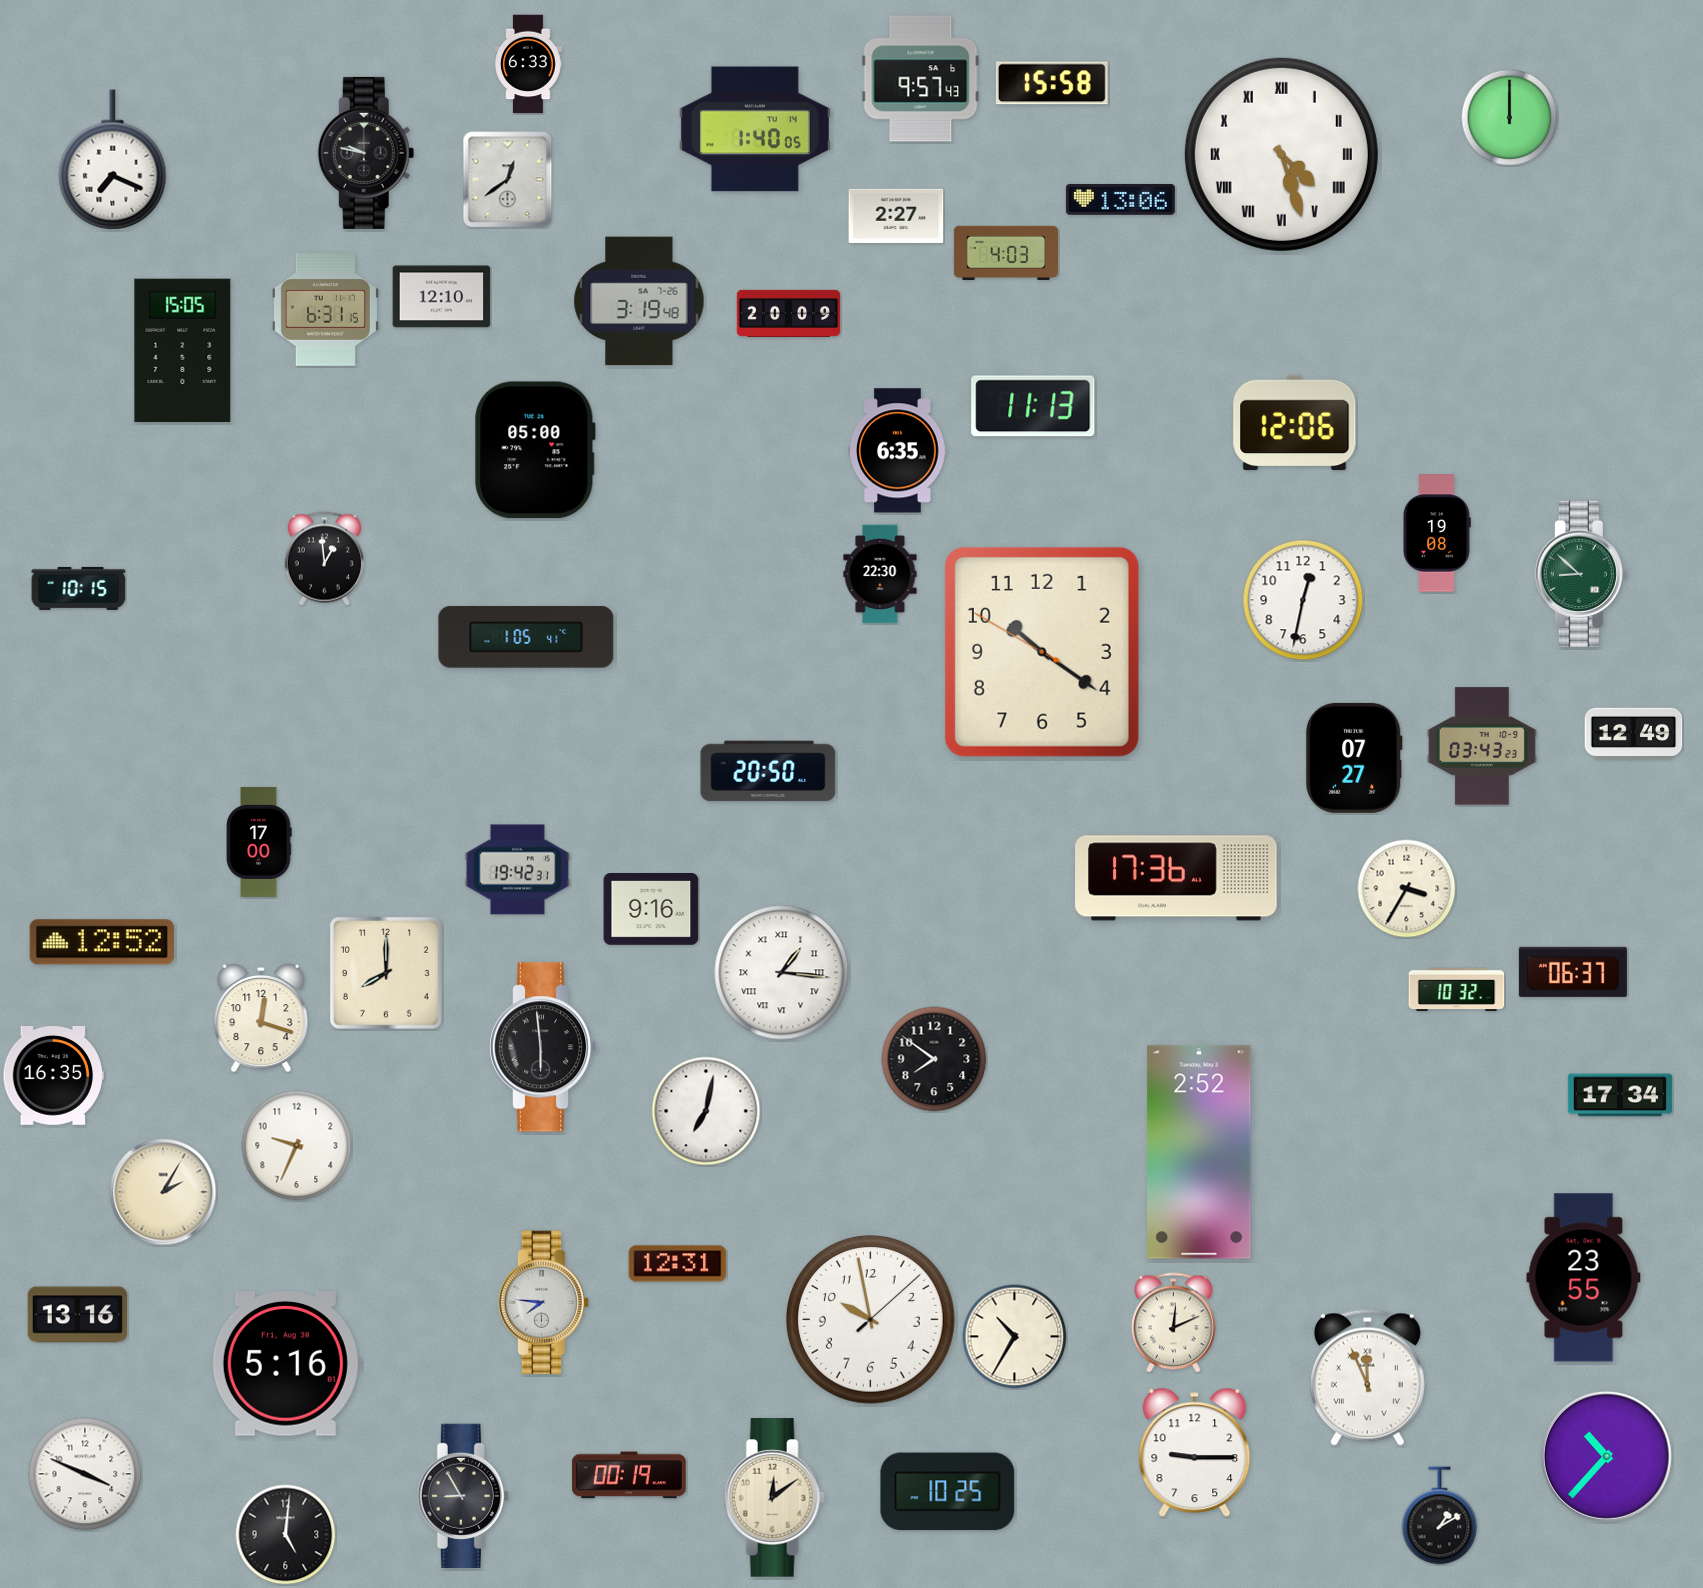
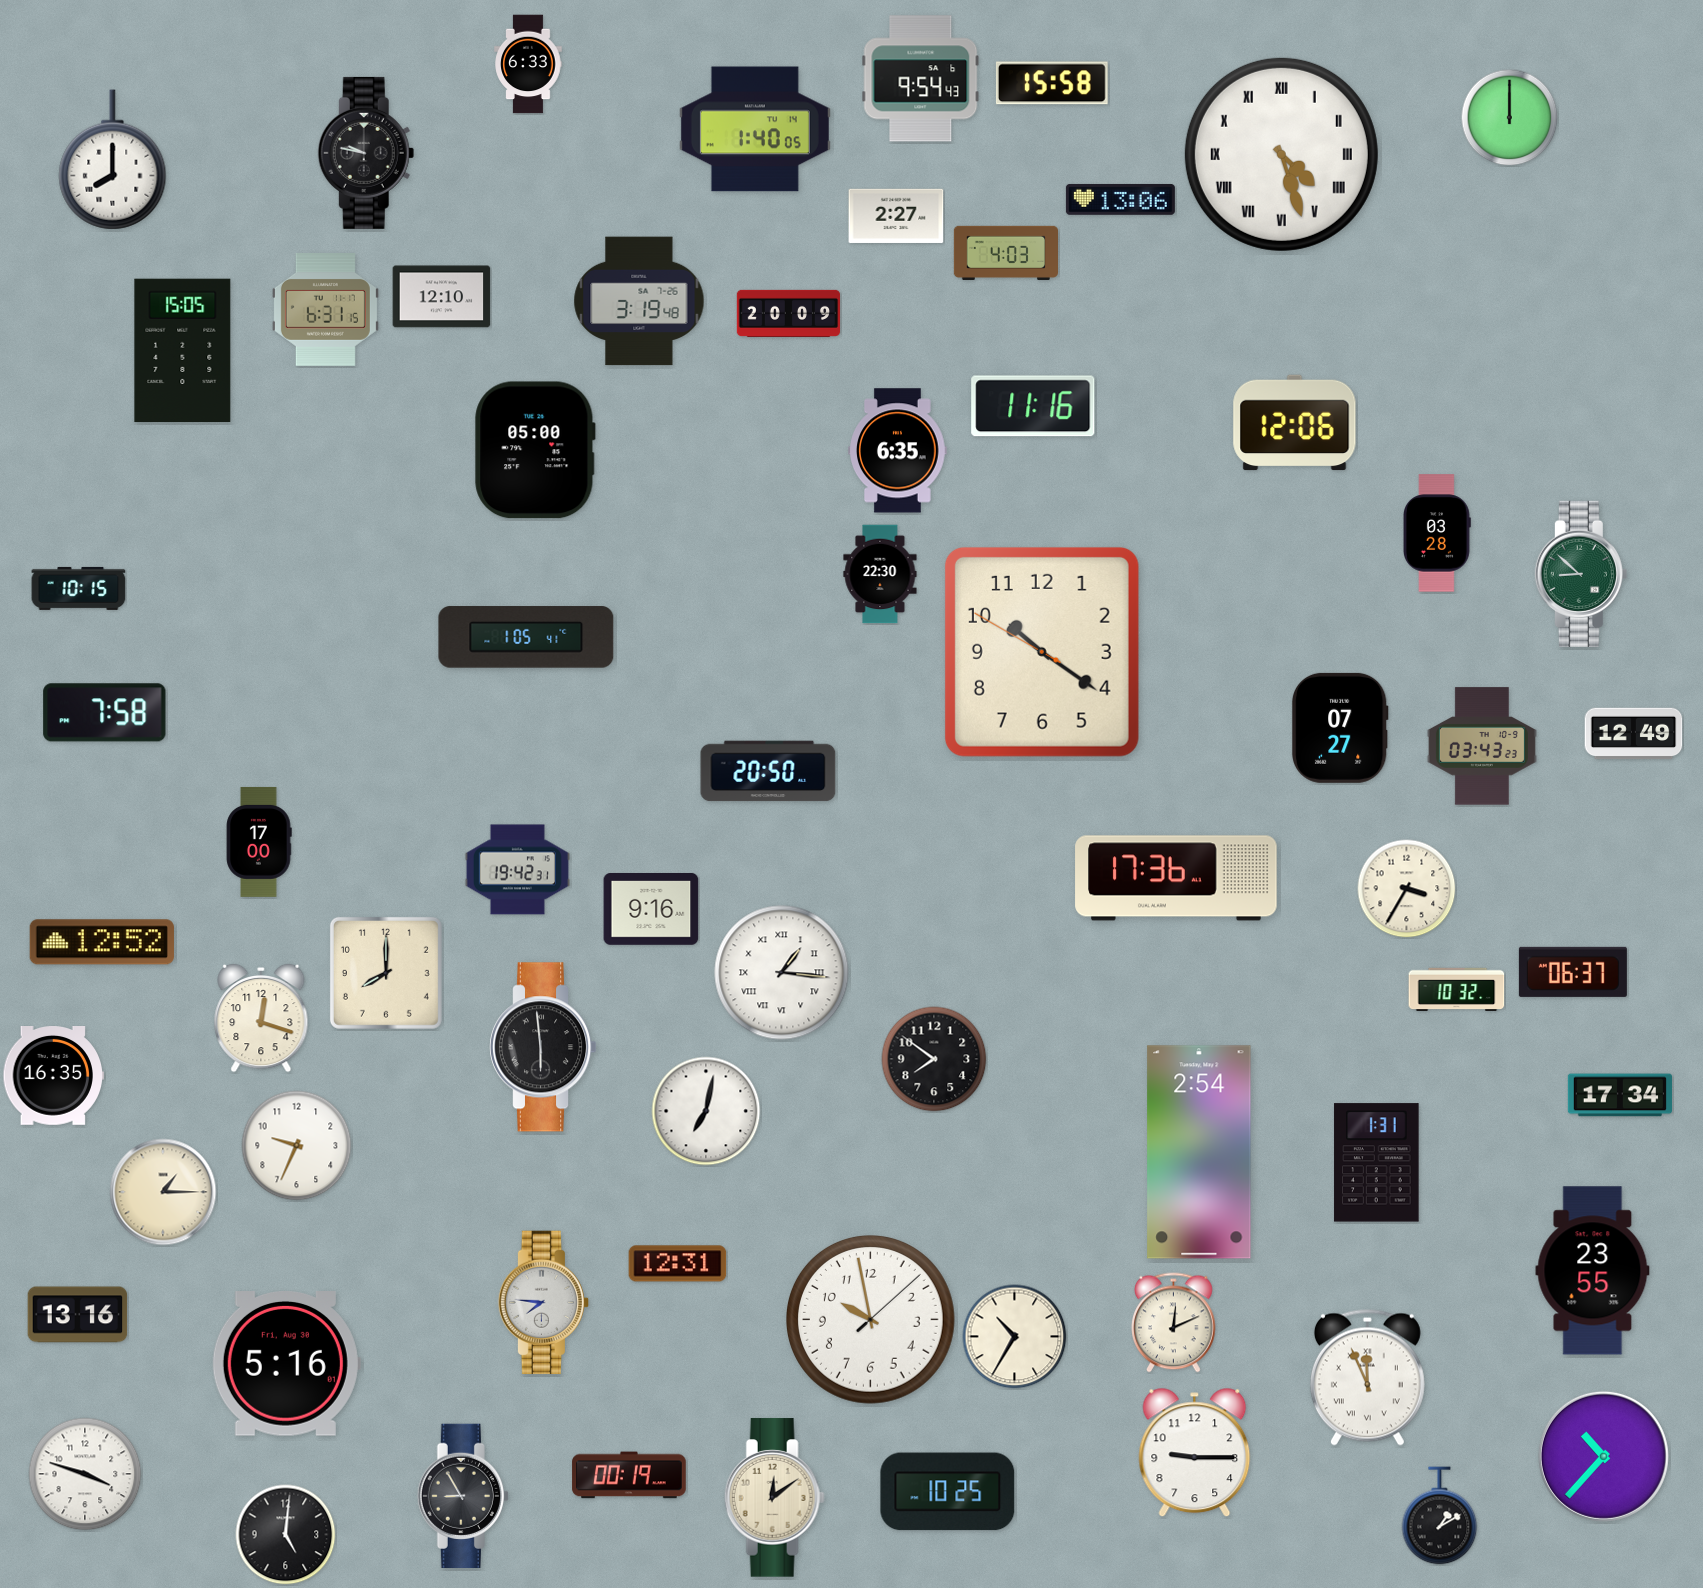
clock at (921, 79): 9:57 -> 9:54
clock at (113, 160): 7:19 -> 8:00
clock at (508, 180): 12:39 -> none
clock at (1033, 406): 11:13 -> 11:16
clock at (1437, 533): 19:08 -> 03:28
clock at (324, 559): 12:59 -> none
clock at (1303, 600): 12:32 -> none
clock at (105, 713): none -> 7:58
clock at (1354, 758) position: (1354, 758) -> (1340, 728)
clock at (1199, 1152): 2:52 -> 2:54
clock at (1377, 1163): none -> 1:31
clock at (163, 1192): 2:05 -> 1:15
clock at (1584, 1278) position: (1584, 1278) -> (1593, 1271)
clock at (1606, 1456) position: (1606, 1456) -> (1603, 1456)
clock at (85, 1474): 3:49 -> 3:48
